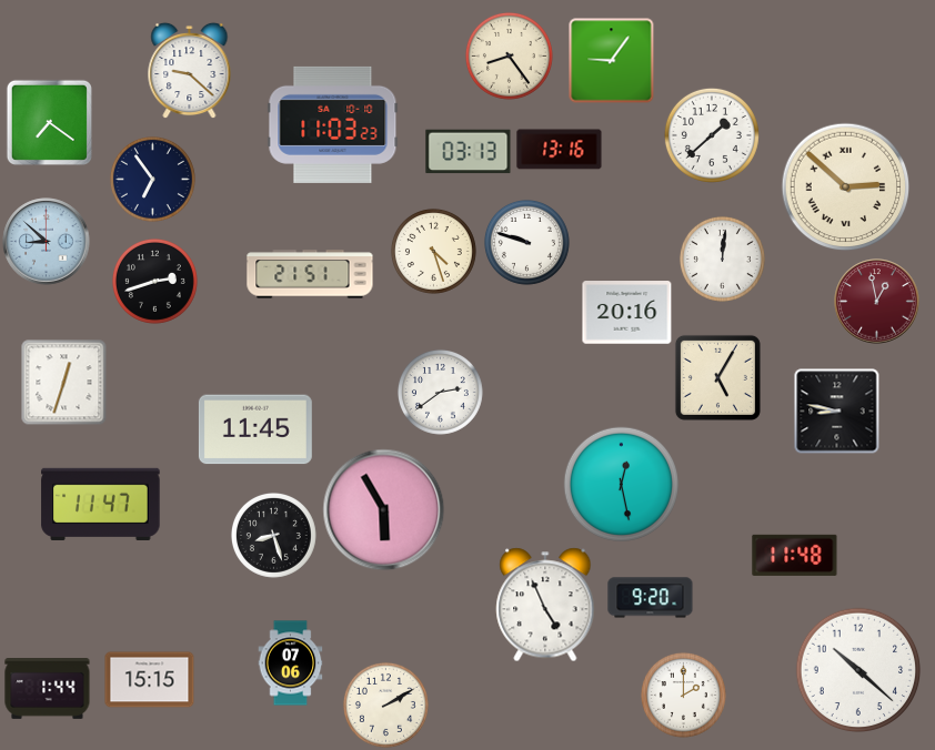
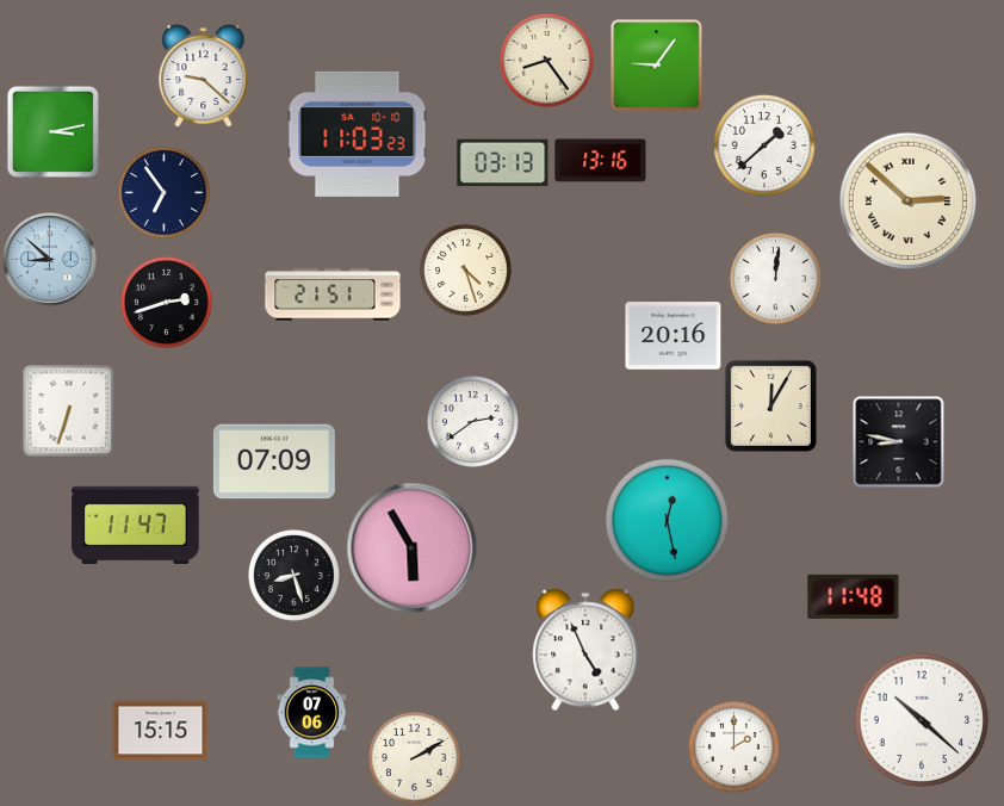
clock at (49, 122): 7:21 -> 3:13
clock at (526, 242): 9:48 -> none
clock at (877, 302): 12:58 -> none
clock at (717, 377): 5:05 -> 12:05
clock at (63, 382): 12:33 -> 6:33
clock at (255, 429): 11:45 -> 07:09
clock at (101, 504) position: (101, 504) -> (136, 525)
clock at (651, 598): 9:20 -> none
clock at (48, 689): 1:44 -> none
